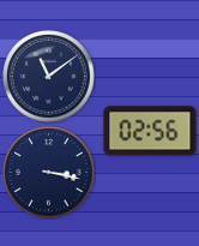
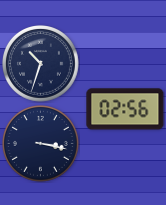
clock at (49, 77): 11:09 -> 10:33
